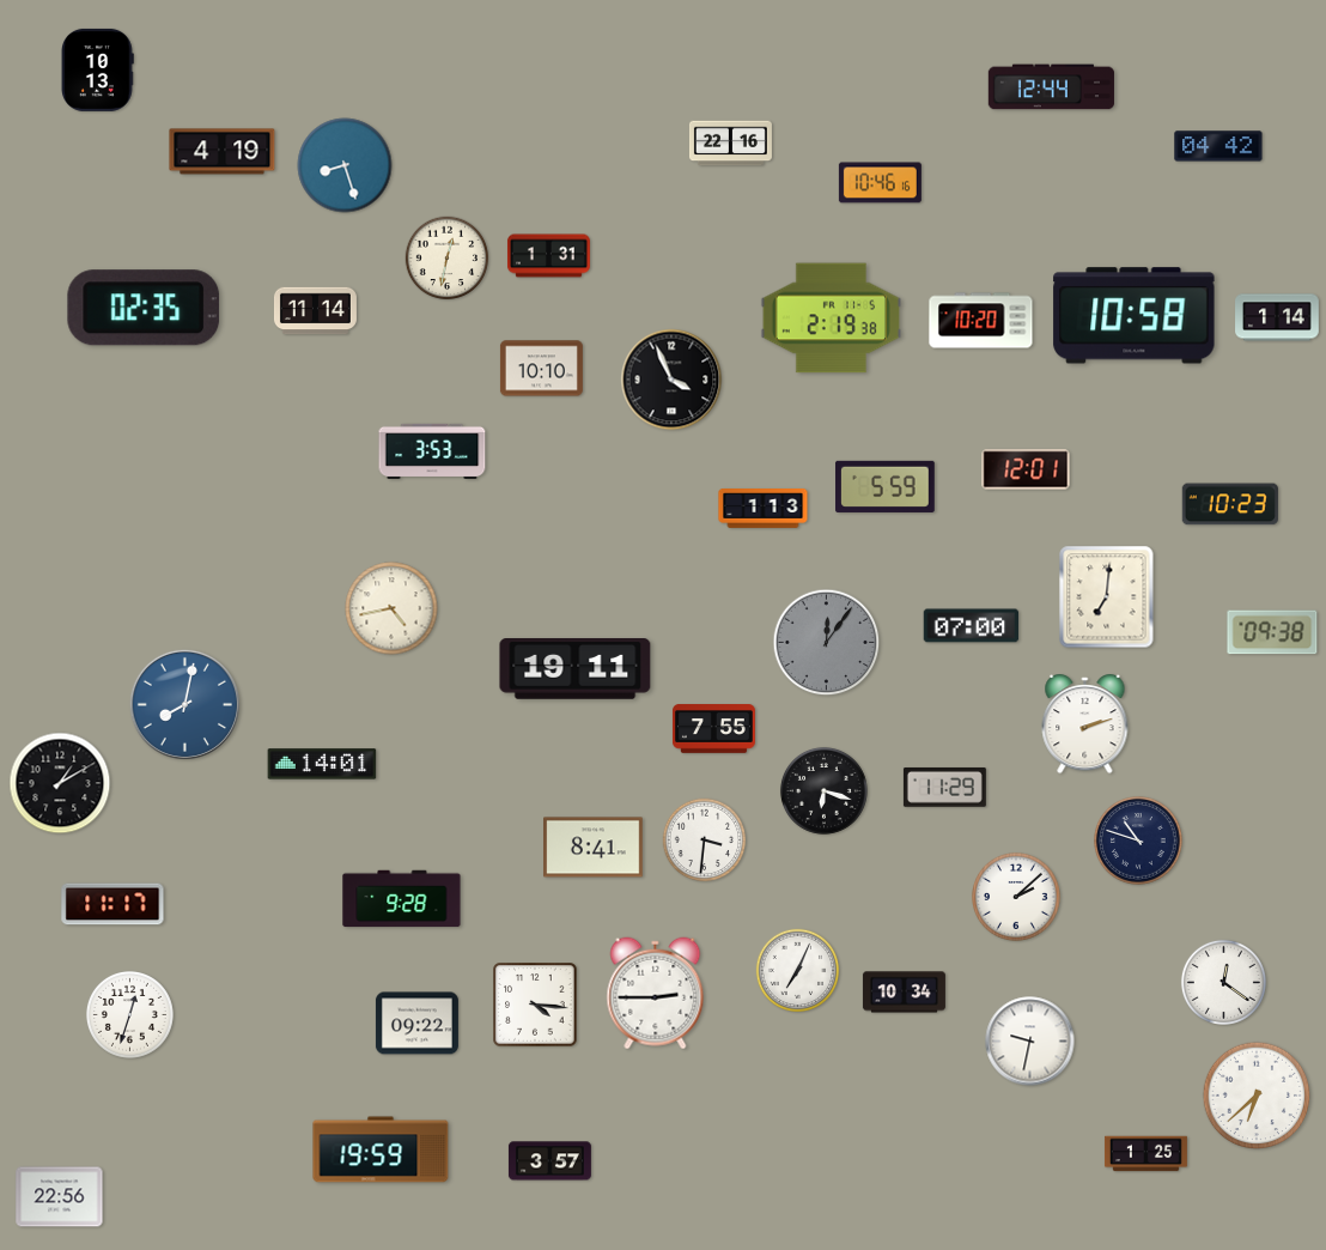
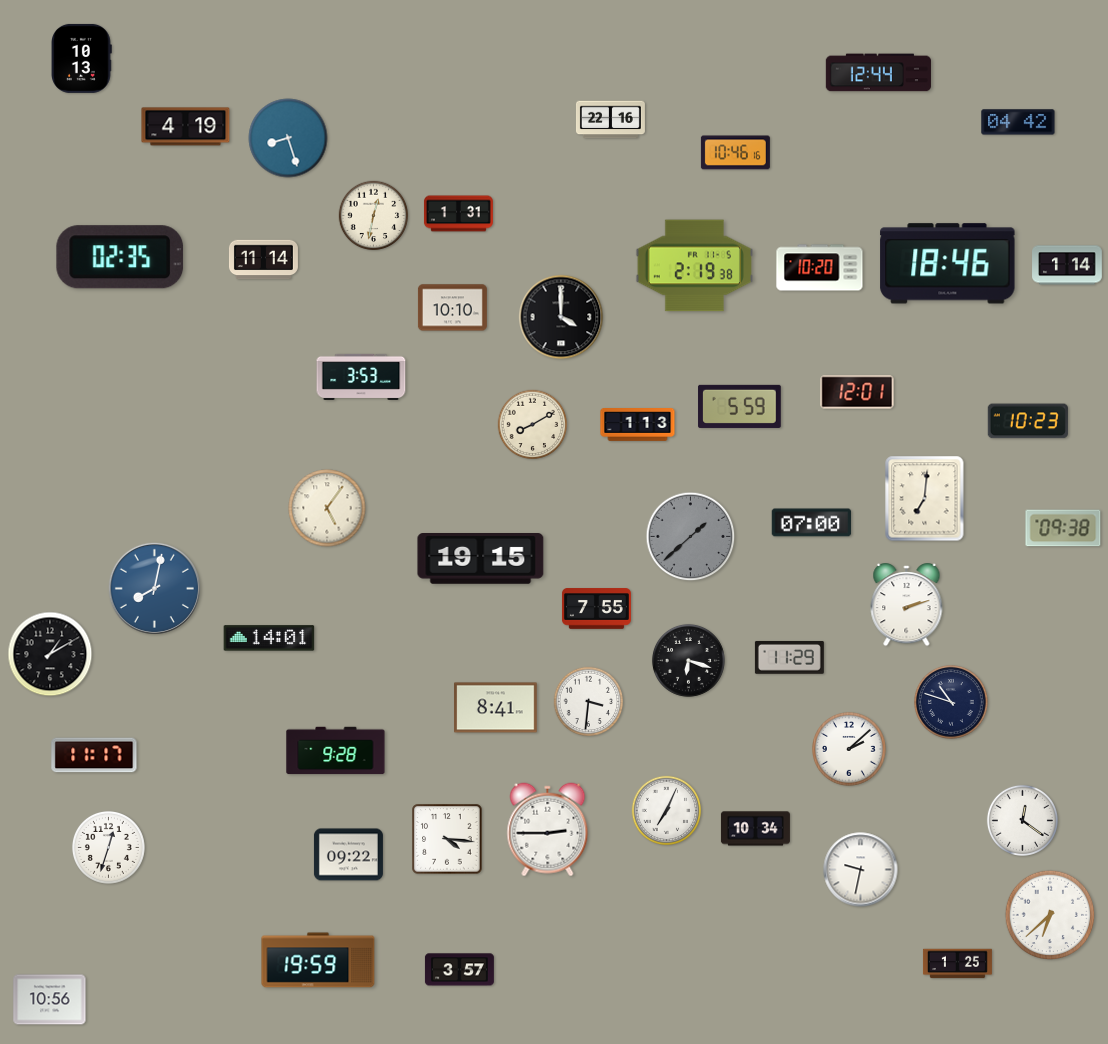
clock at (1135, 316): 10:58 -> 18:46
clock at (671, 380): 3:56 -> 4:00
clock at (533, 425): none -> 8:10
clock at (391, 608): 4:43 -> 5:06
clock at (827, 643): 12:06 -> 1:38
clock at (576, 669): 19:11 -> 19:15
clock at (60, 1197): 22:56 -> 10:56
